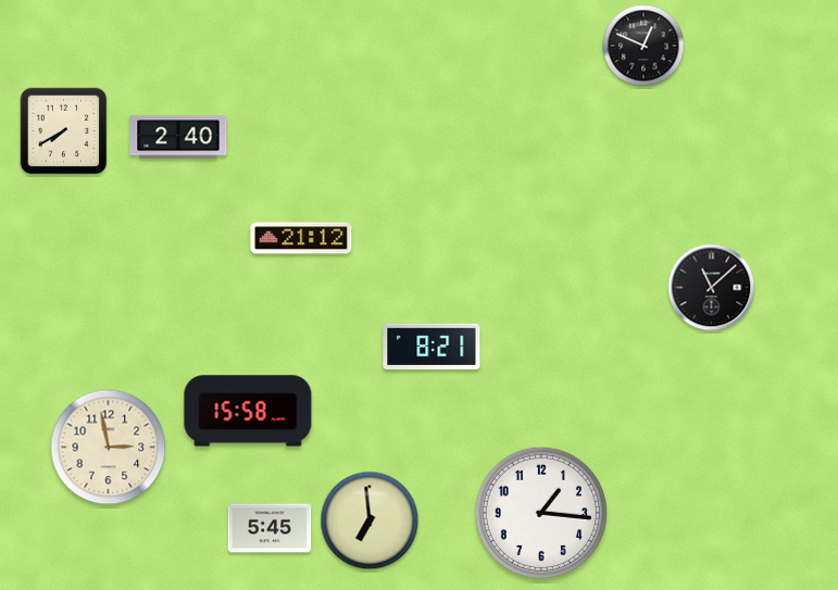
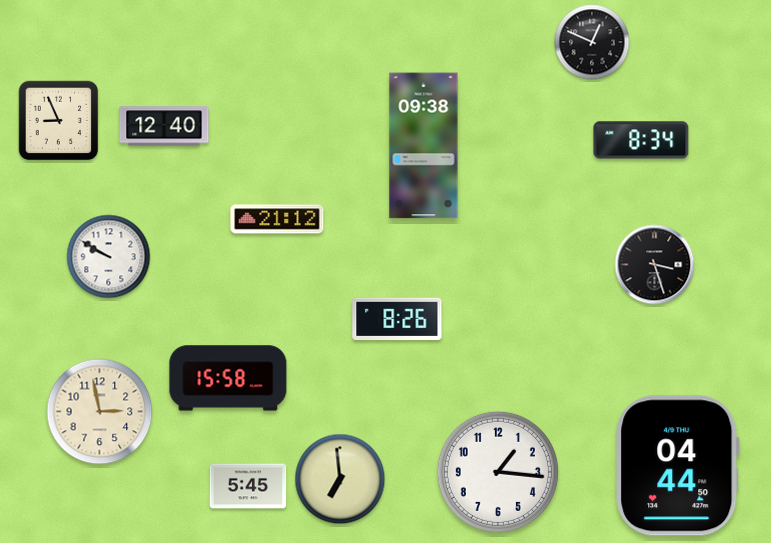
clock at (64, 131): 7:40 -> 8:56
clock at (178, 137): 2:40 -> 12:40
clock at (641, 140): none -> 8:34
clock at (424, 146): none -> 09:38
clock at (109, 257): none -> 9:50
clock at (712, 288): 11:08 -> 3:27
clock at (431, 346): 8:21 -> 8:26
clock at (678, 466): none -> 04:44
